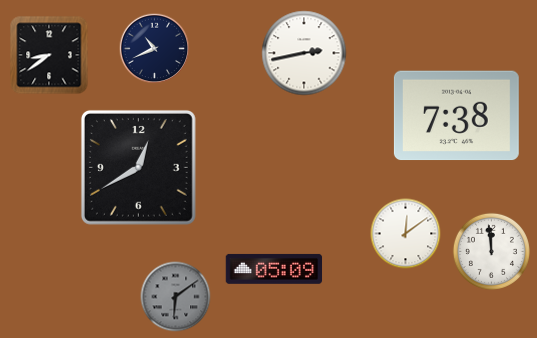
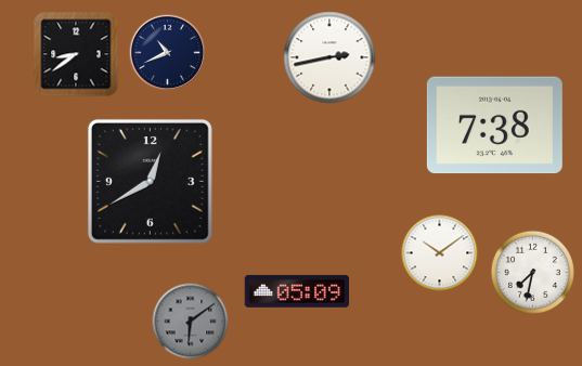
clock at (49, 55) position: (49, 55) -> (76, 54)
clock at (406, 234): 12:09 -> 10:09
clock at (491, 251): 11:59 -> 7:32
